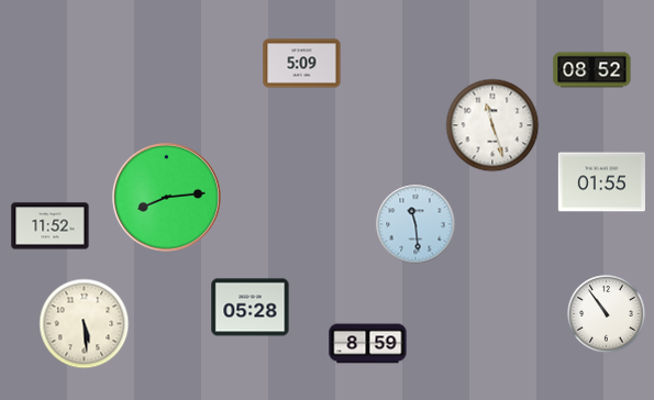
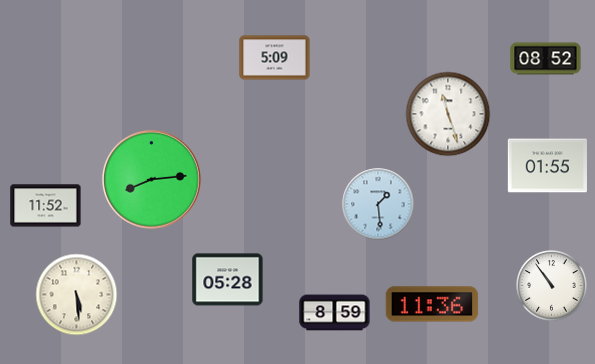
clock at (592, 70) position: (592, 70) -> (546, 59)
clock at (415, 224): 11:29 -> 1:29
clock at (432, 304): none -> 11:36
